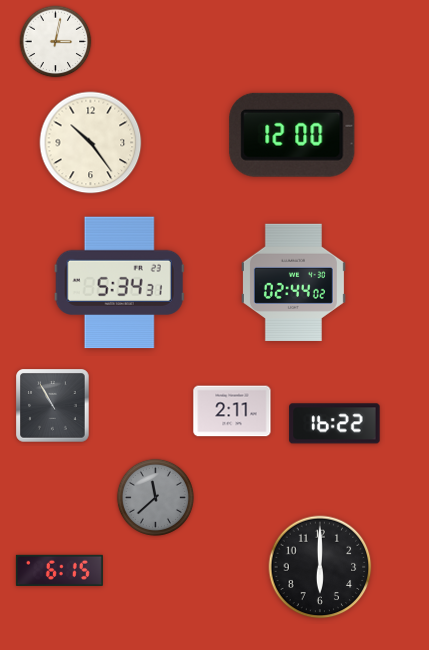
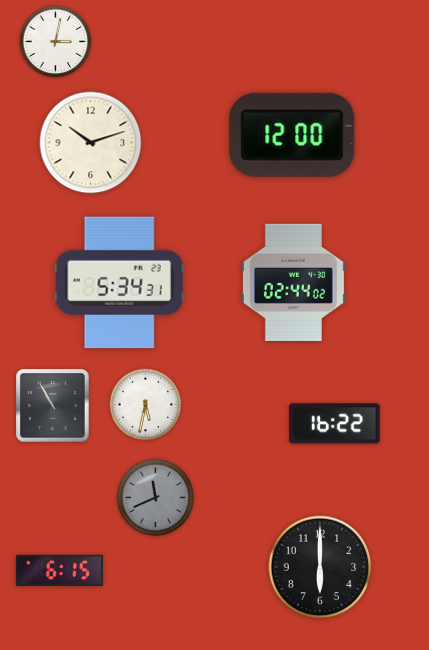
clock at (91, 143): 10:24 -> 10:12
clock at (146, 405): none -> 5:32
clock at (232, 411): 2:11 -> none
clock at (155, 497): 11:38 -> 11:41
